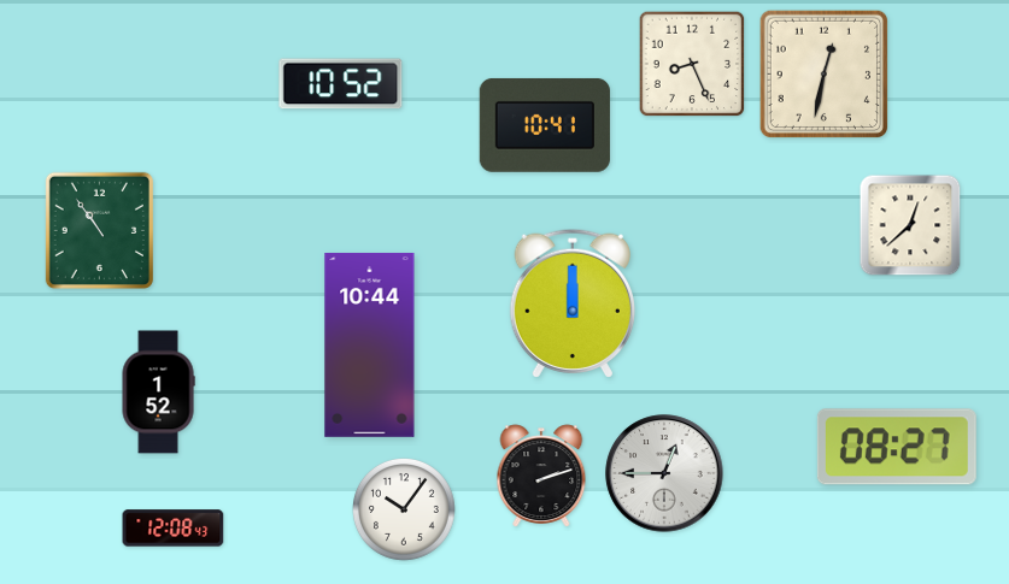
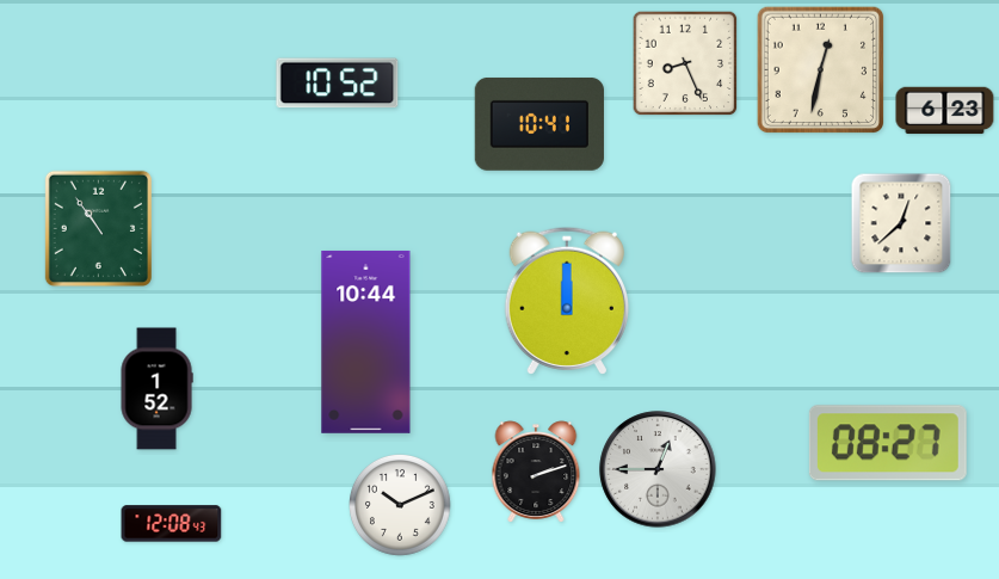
clock at (825, 75) position: (825, 75) -> (821, 70)
clock at (945, 111): none -> 6:23
clock at (405, 511): 10:06 -> 10:11
